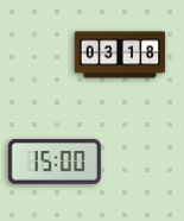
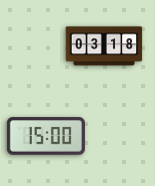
clock at (120, 55) position: (120, 55) -> (104, 46)
